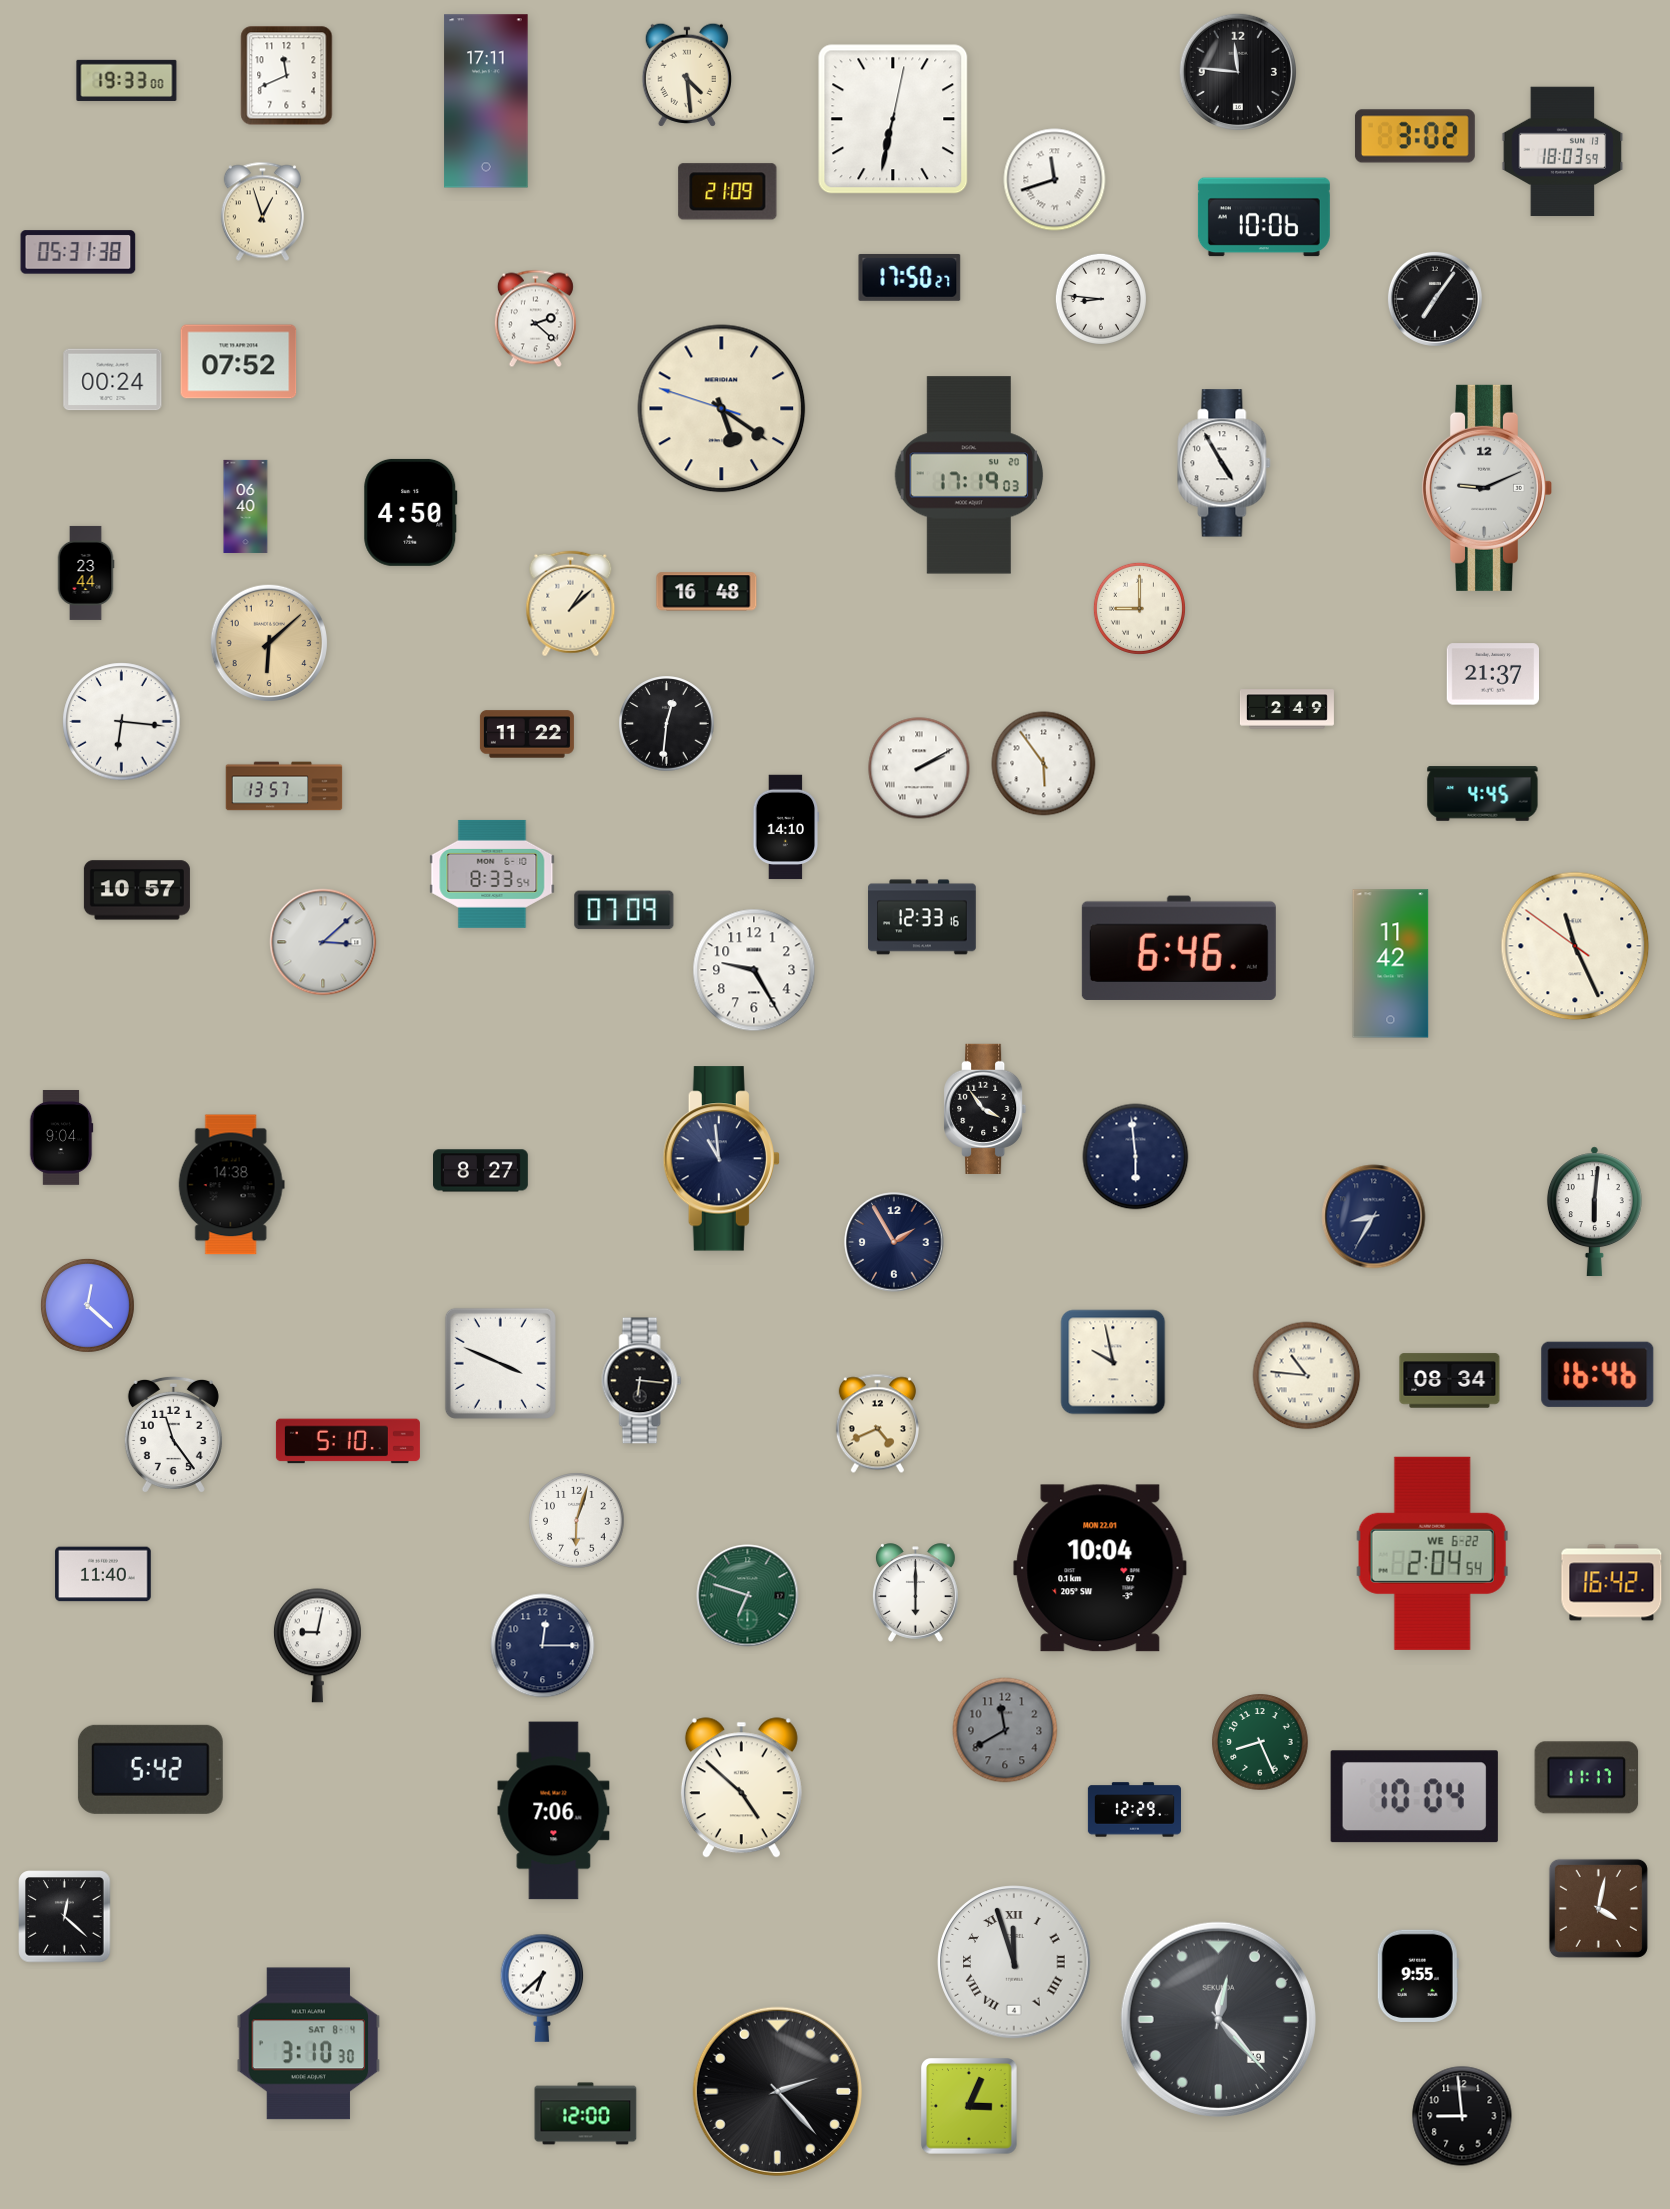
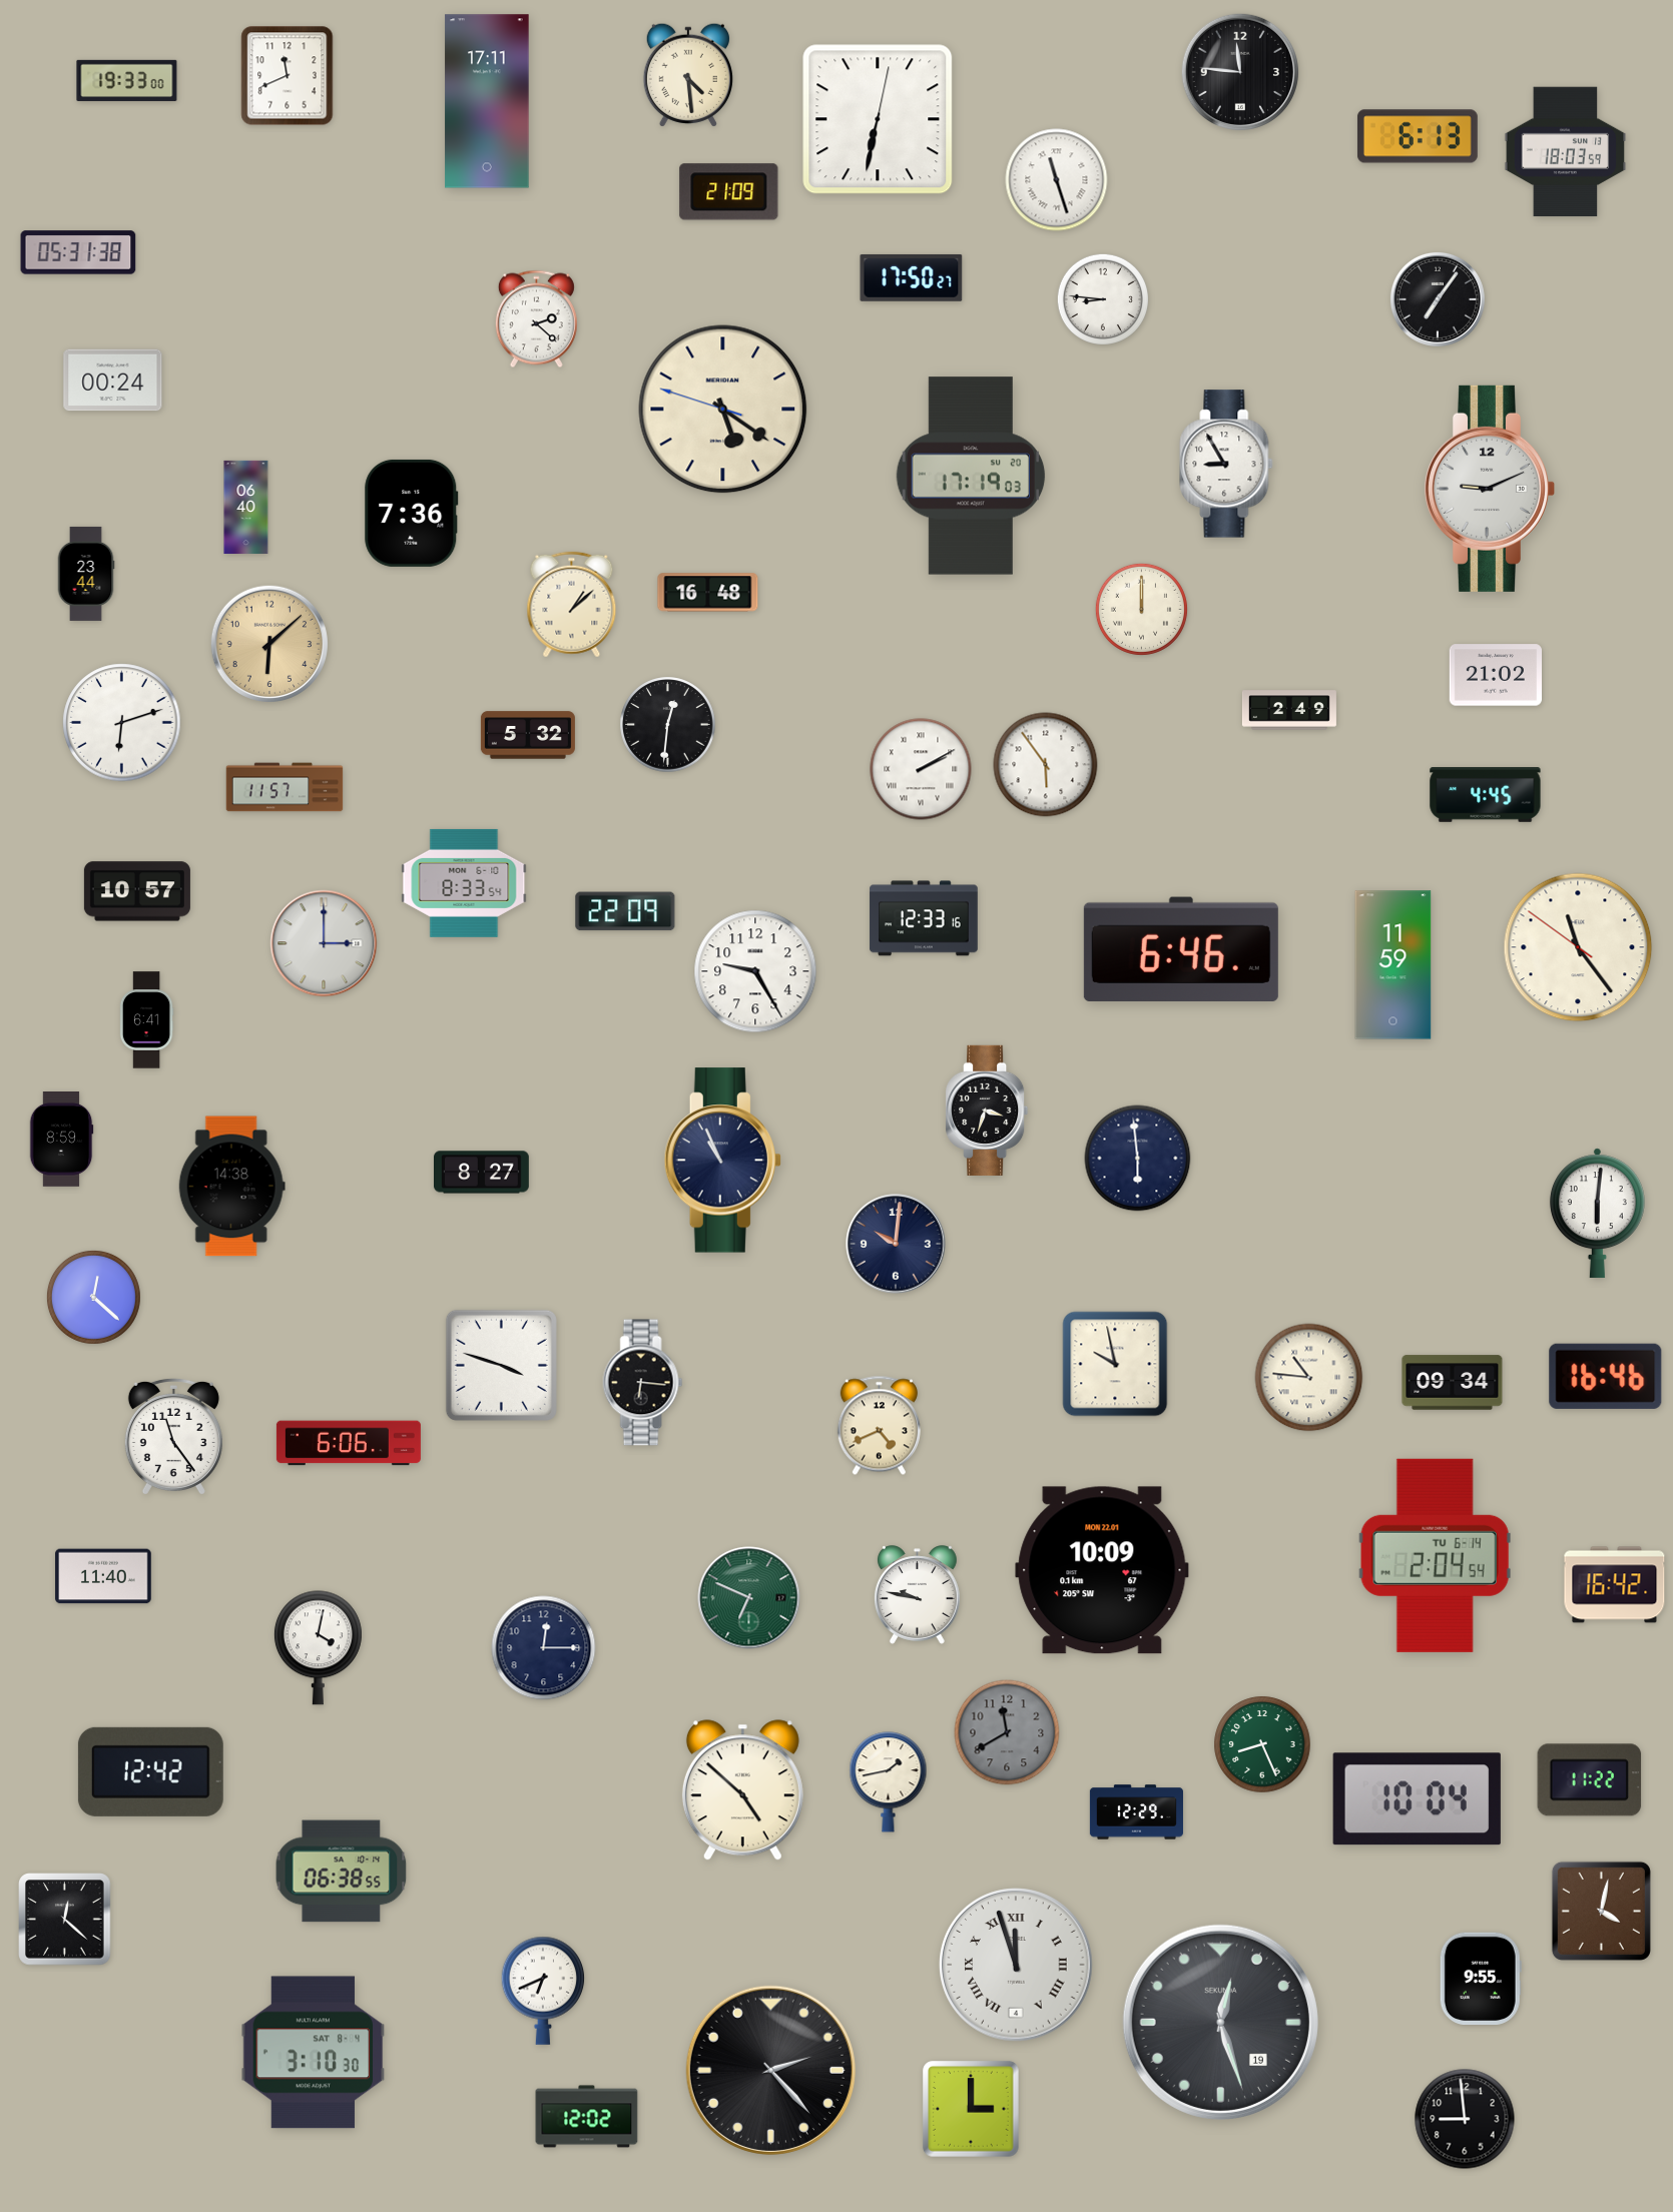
clock at (893, 119) position: (893, 119) -> (878, 119)
clock at (1415, 136): 3:02 -> 6:13
clock at (1055, 180): 11:42 -> 11:27
clock at (262, 212): 12:57 -> none
clock at (1264, 217): 10:06 -> none
clock at (239, 362): 07:52 -> none
clock at (1224, 463): 4:55 -> 8:55
clock at (411, 512): 4:50 -> 7:36
clock at (1139, 608): 9:00 -> 12:00
clock at (1492, 674): 21:37 -> 21:02
clock at (122, 722): 6:16 -> 6:12
clock at (527, 734): 11:22 -> 5:32
clock at (284, 786): 13:57 -> 11:57
clock at (786, 827): 14:10 -> none
clock at (492, 874) position: (492, 874) -> (464, 883)
clock at (624, 910): 07:09 -> 22:09
clock at (323, 942): 3:08 -> 3:00
clock at (1575, 946): 11:25 -> 11:23
clock at (1391, 964): 11:42 -> 11:59
clock at (146, 1020): none -> 6:41
clock at (985, 1109): 3:54 -> 3:33
clock at (61, 1138): 9:04 -> 8:59
clock at (721, 1159): 10:59 -> 10:56
clock at (1374, 1217): 8:35 -> none
clock at (894, 1242): 1:55 -> 10:01
clock at (87, 1305) position: (87, 1305) -> (93, 1297)
clock at (500, 1363): 3:49 -> 3:48
clock at (1598, 1374) position: (1598, 1374) -> (1606, 1376)
clock at (1450, 1381): 08:34 -> 09:34
clock at (348, 1441): 5:10 -> 6:06
clock at (577, 1521): 6:03 -> none
clock at (1432, 1553) date: WE 6-22 -> TU 6-14
clock at (1100, 1568): 10:04 -> 10:09
clock at (916, 1593): 6:00 -> 9:47
clock at (748, 1596): 6:48 -> 6:49
clock at (317, 1646): 9:02 -> 4:02
clock at (150, 1769): 5:42 -> 12:42
clock at (1587, 1778): 11:17 -> 11:22
clock at (889, 1782): none -> 1:43
clock at (554, 1811): 7:06 -> none
clock at (342, 1872): none -> 06:38
clock at (1418, 1975) position: (1418, 1975) -> (1481, 1978)
clock at (542, 1988): 6:38 -> 6:41
clock at (1218, 2019): 12:23 -> 12:27
clock at (309, 2044) position: (309, 2044) -> (314, 2053)
clock at (777, 2091) position: (777, 2091) -> (770, 2070)
clock at (969, 2106): 3:04 -> 3:00
clock at (586, 2114): 12:00 -> 12:02
